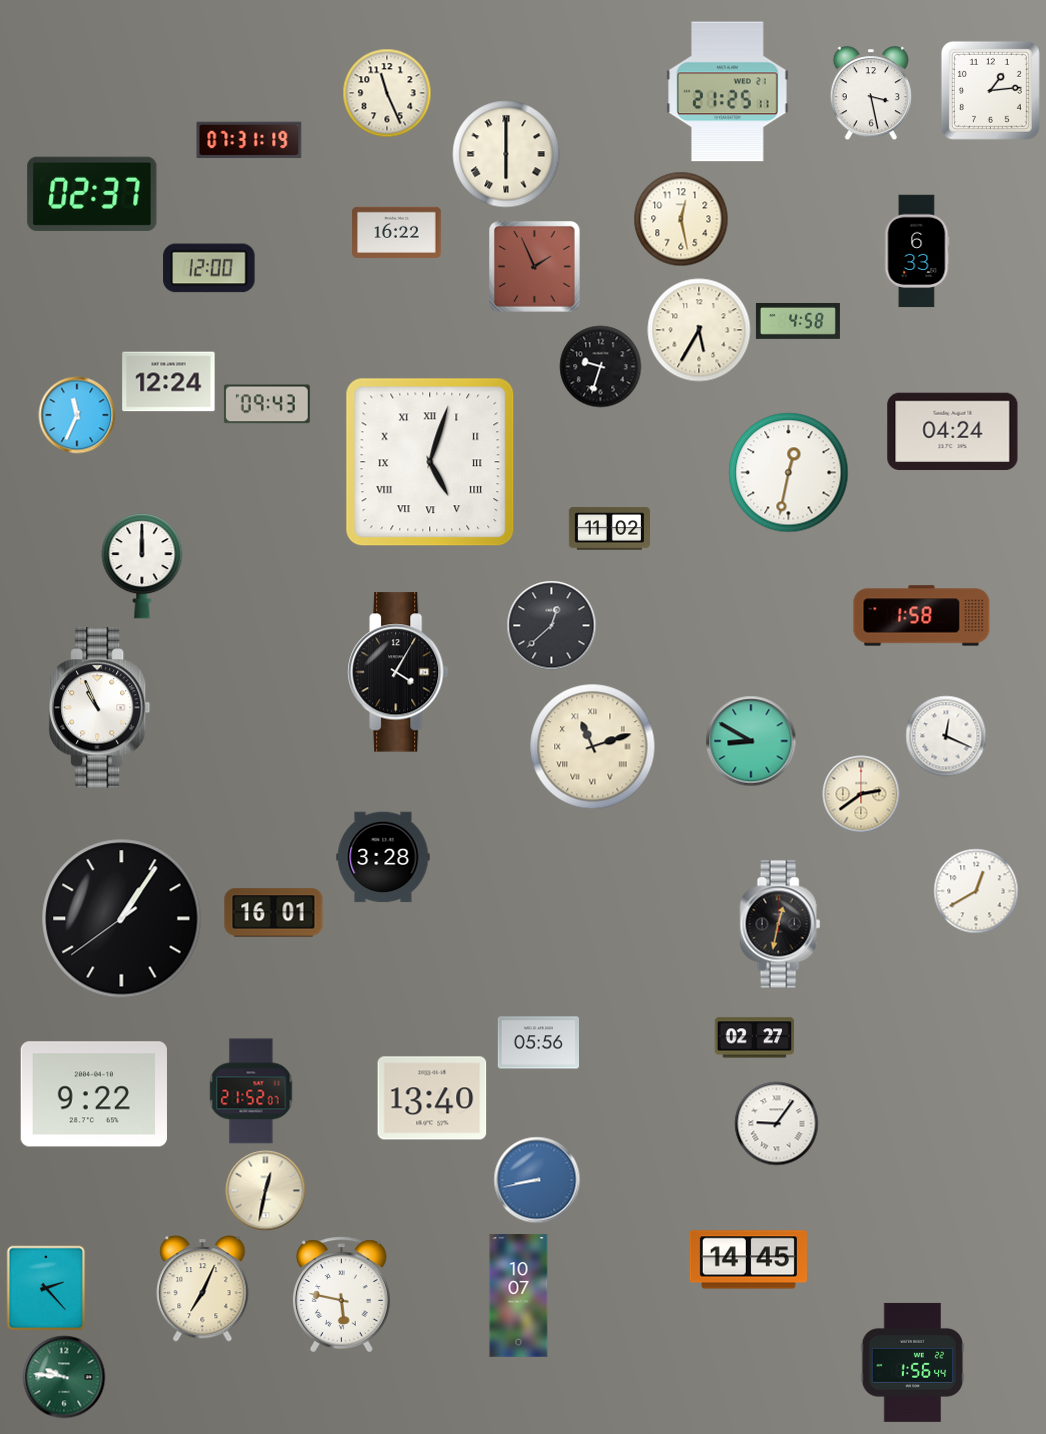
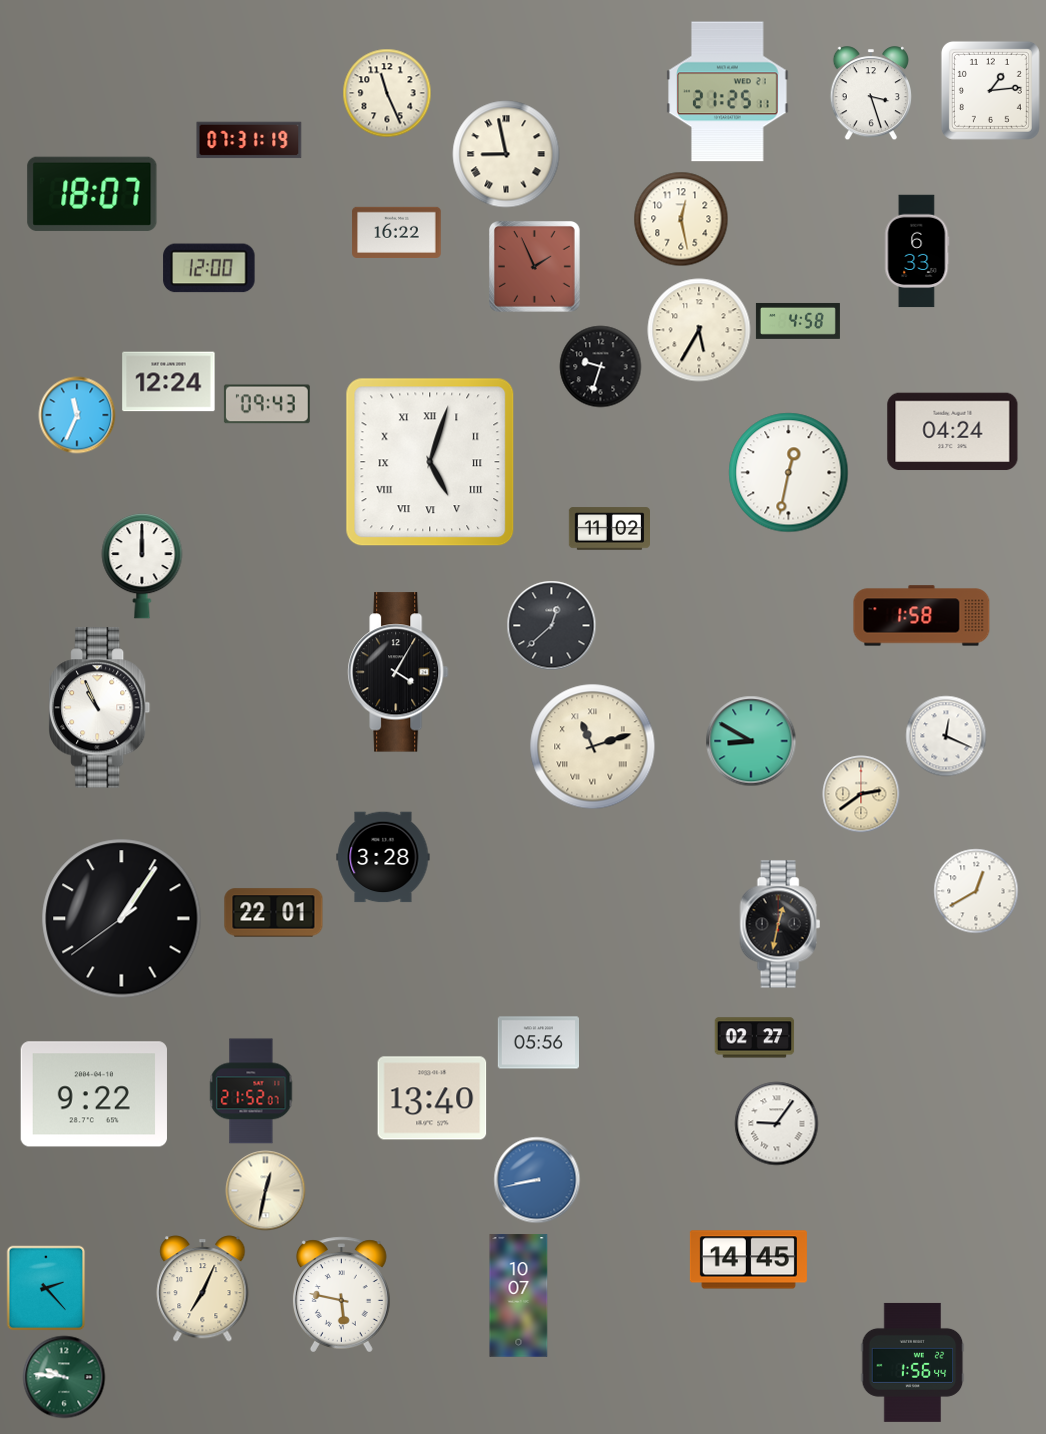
clock at (870, 94): 3:28 -> 3:27
clock at (506, 154): 6:00 -> 8:58
clock at (92, 194): 02:37 -> 18:07
clock at (274, 913): 16:01 -> 22:01
